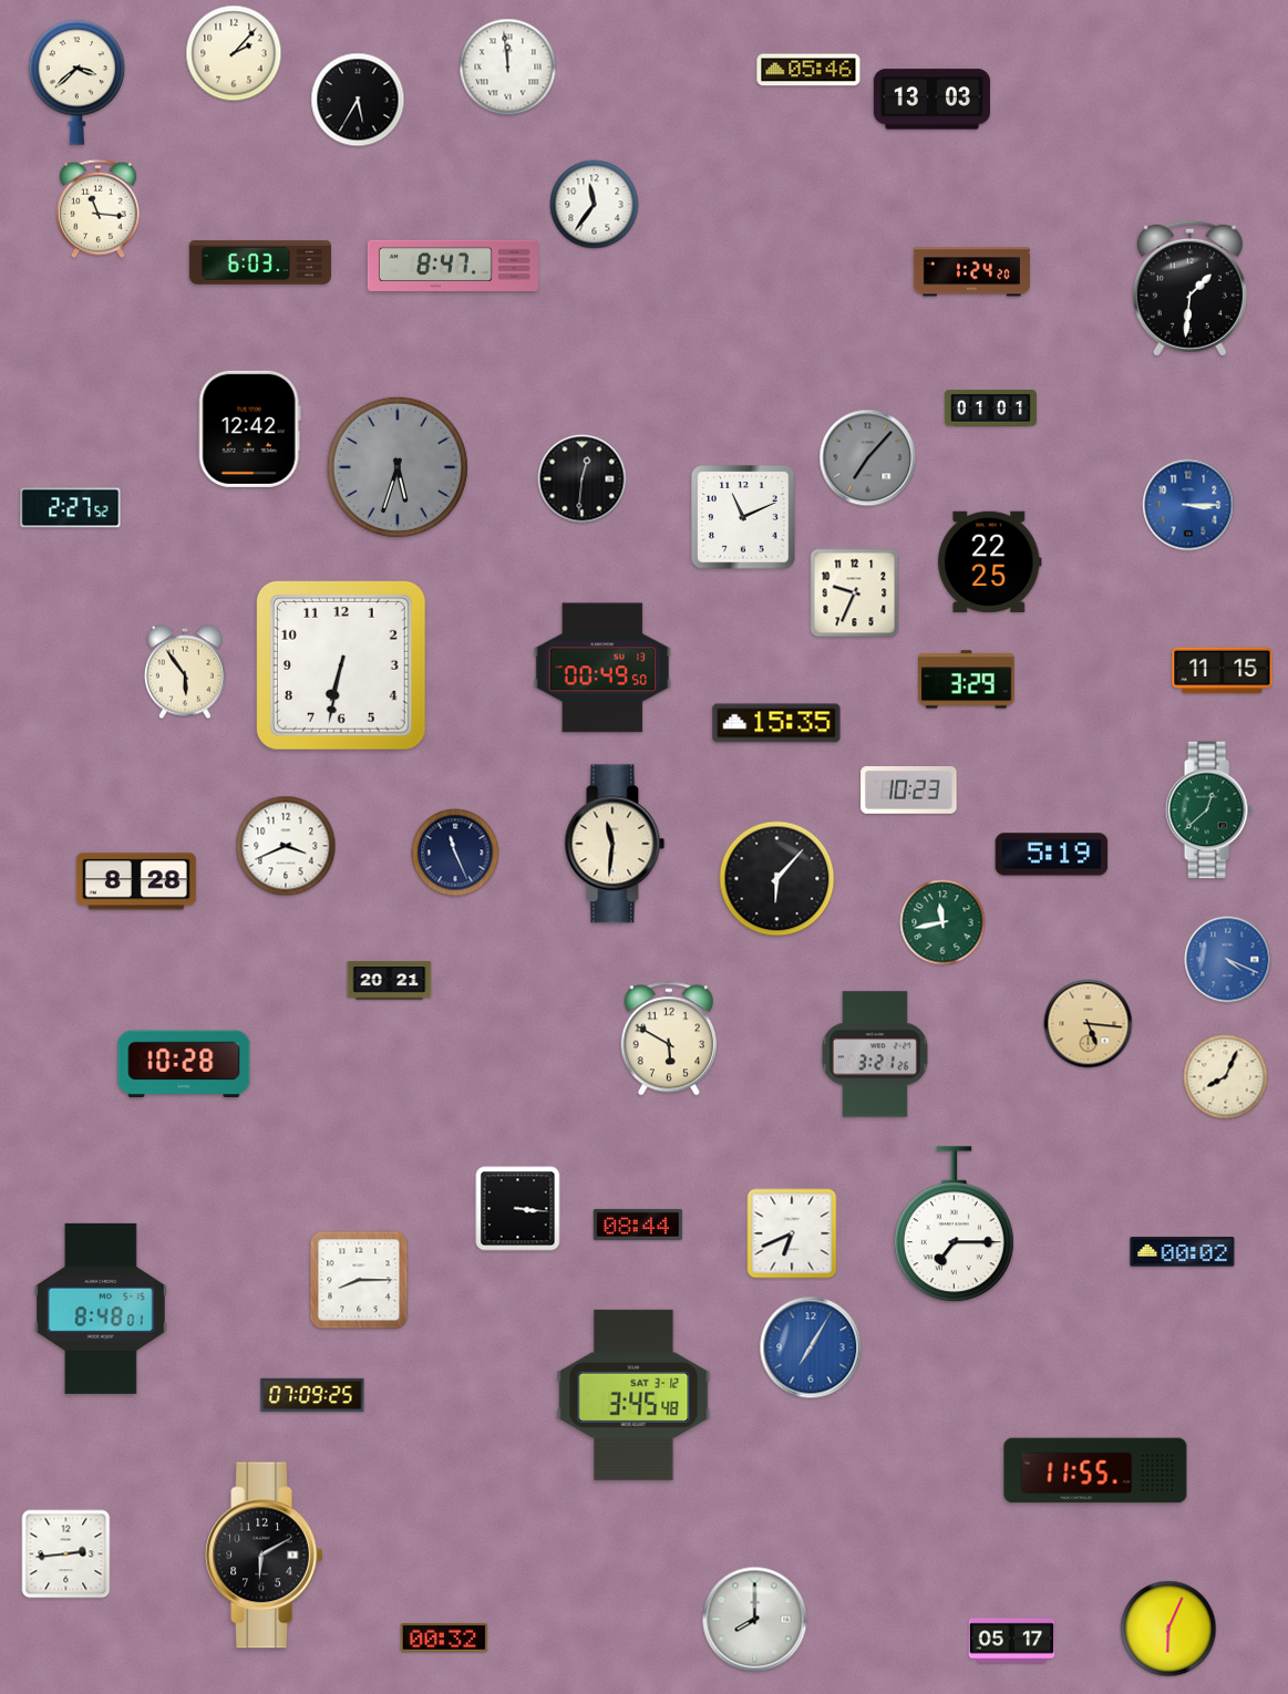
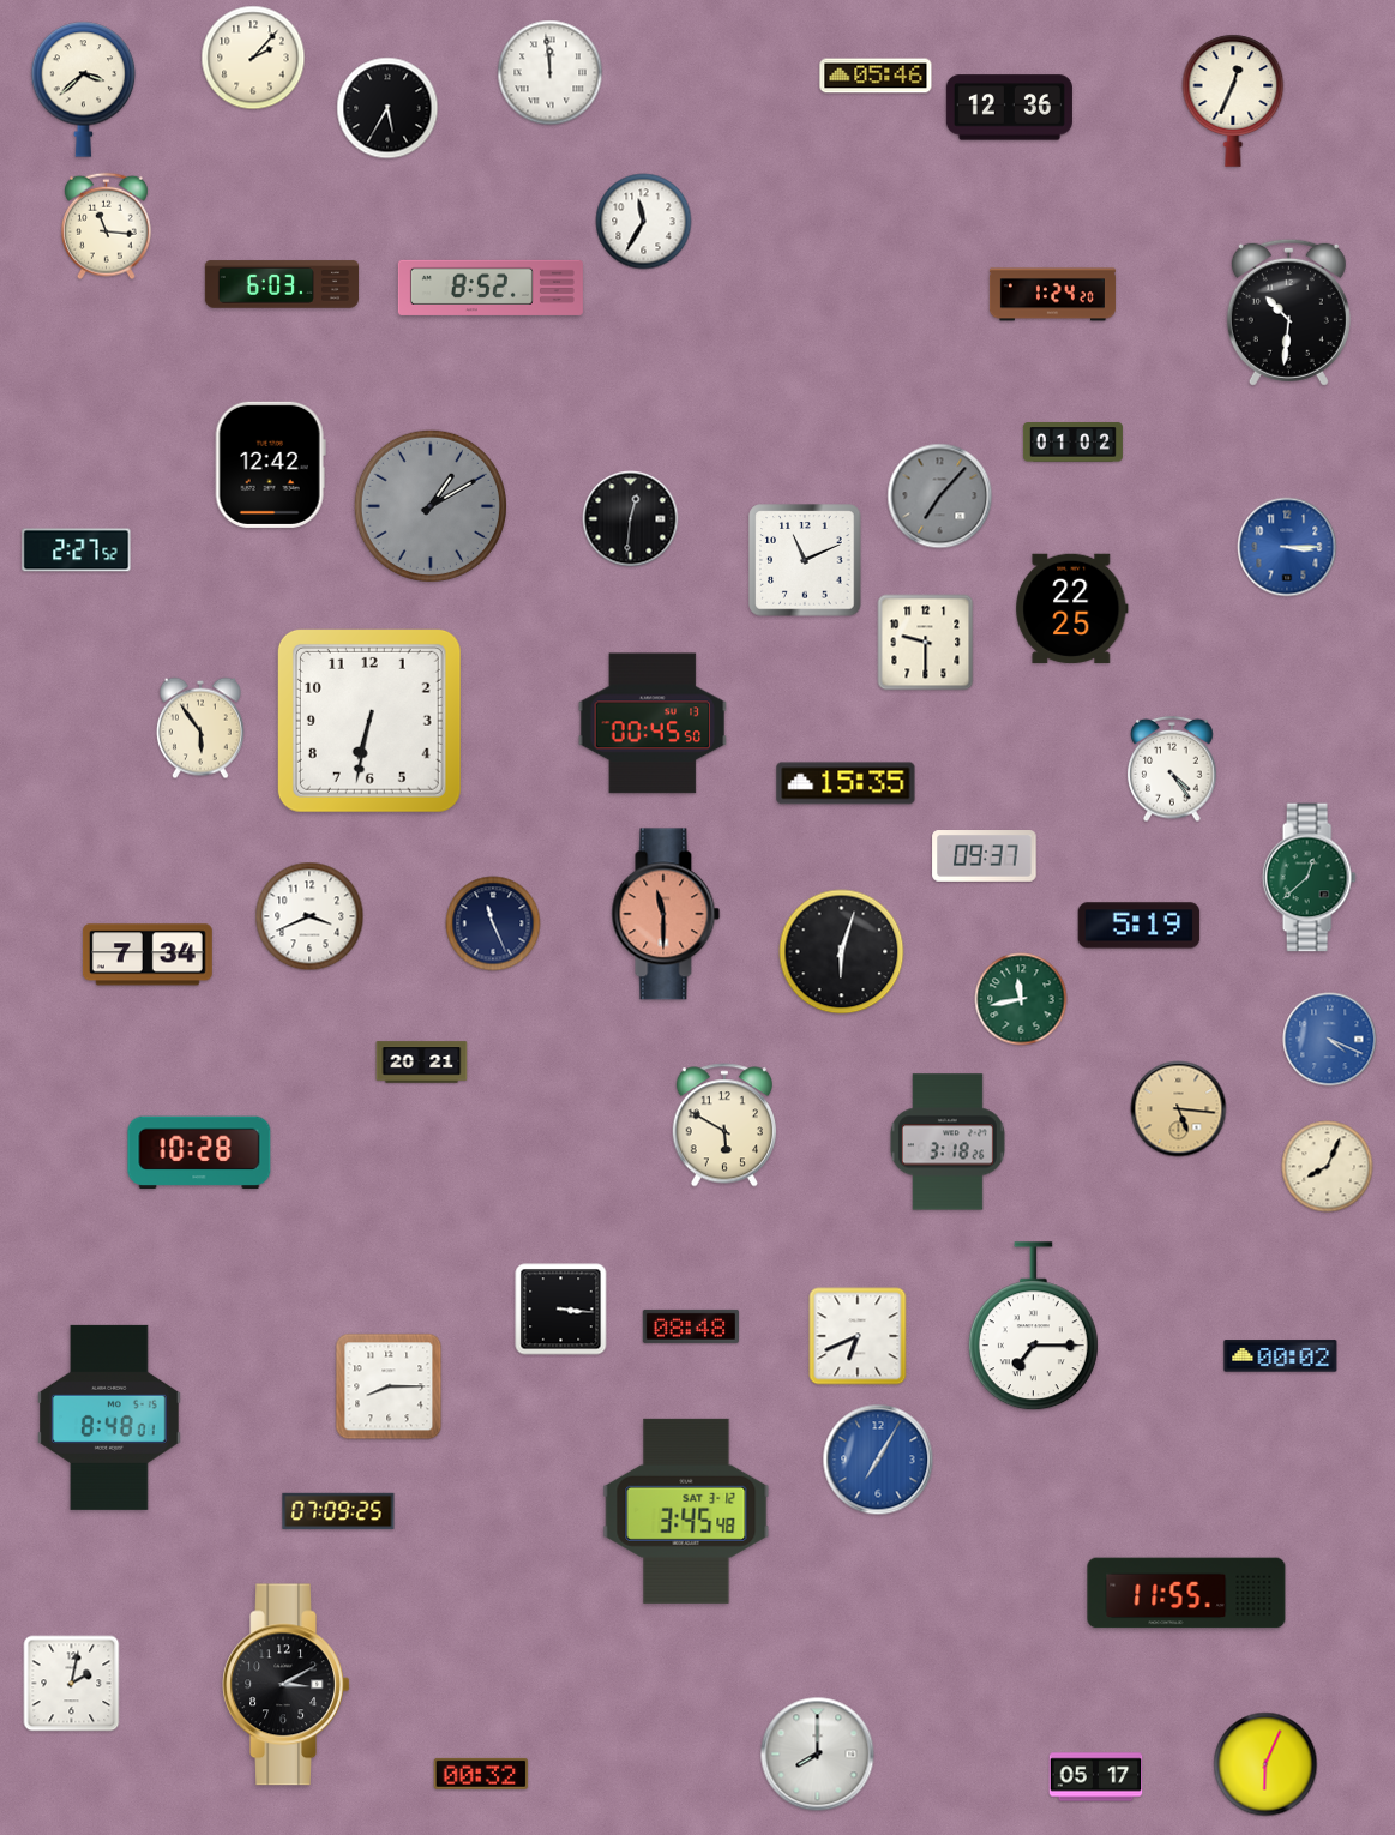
clock at (1233, 101): none -> 12:34
clock at (931, 100): 13:03 -> 12:36
clock at (595, 205): 11:36 -> 11:35
clock at (453, 266): 8:47 -> 8:52
clock at (1189, 288): 1:31 -> 10:31
clock at (990, 409): 01:01 -> 01:02
clock at (398, 467): 5:33 -> 1:10
clock at (855, 593): 9:34 -> 9:30
clock at (602, 668): 00:49 -> 00:45
clock at (1223, 671): 11:15 -> none
clock at (967, 680): 3:29 -> none
clock at (1172, 769): none -> 4:24
clock at (776, 723) position: (776, 723) -> (846, 783)
clock at (909, 791): 10:23 -> 09:37
clock at (615, 844): 11:31 -> 11:30
clock at (615, 844) dial: cream -> salmon
clock at (777, 879): 6:07 -> 6:03
clock at (136, 881): 8:28 -> 7:34
clock at (875, 1054): 3:21 -> 3:18
clock at (637, 1225): 08:44 -> 08:48
clock at (66, 1554): 2:44 -> 2:02
clock at (265, 1556): 6:10 -> 3:10
